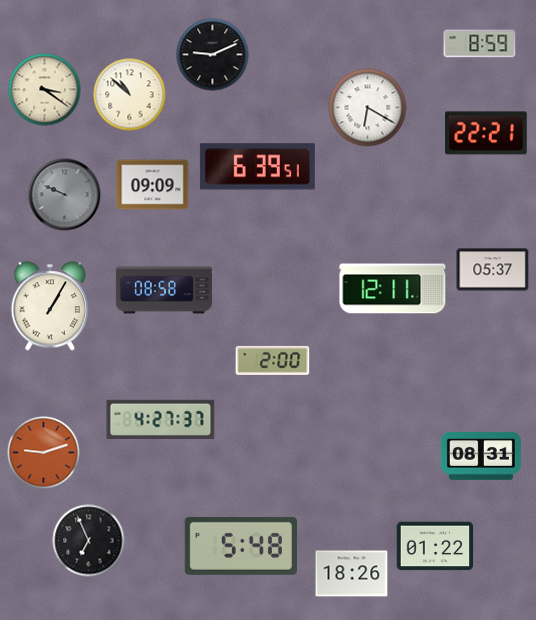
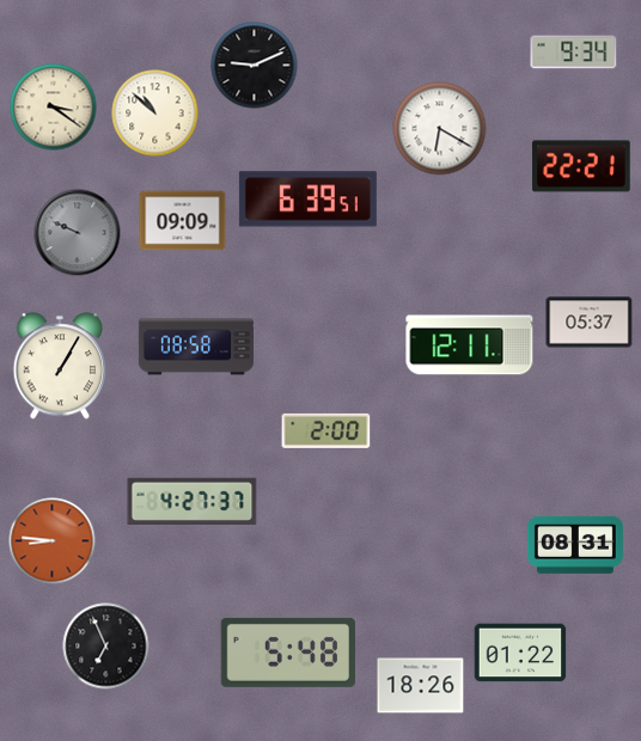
clock at (480, 44): 8:59 -> 9:34
clock at (486, 133) position: (486, 133) -> (581, 166)
clock at (44, 453): 9:12 -> 8:46
